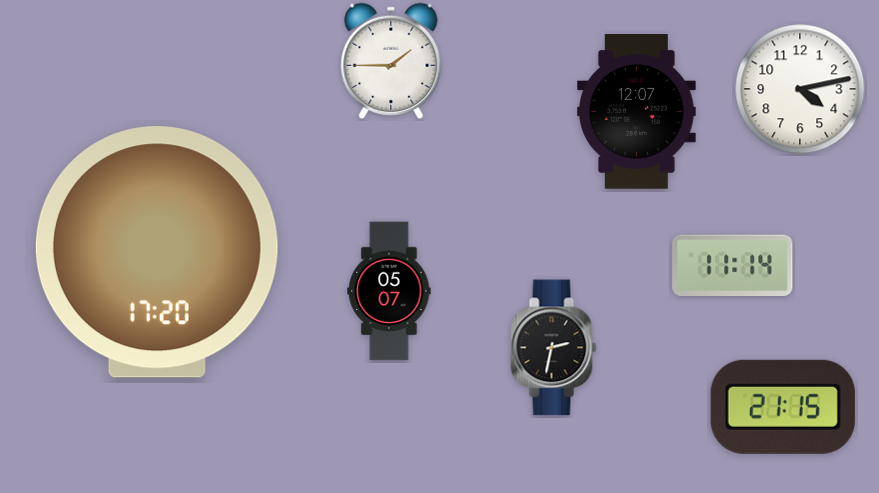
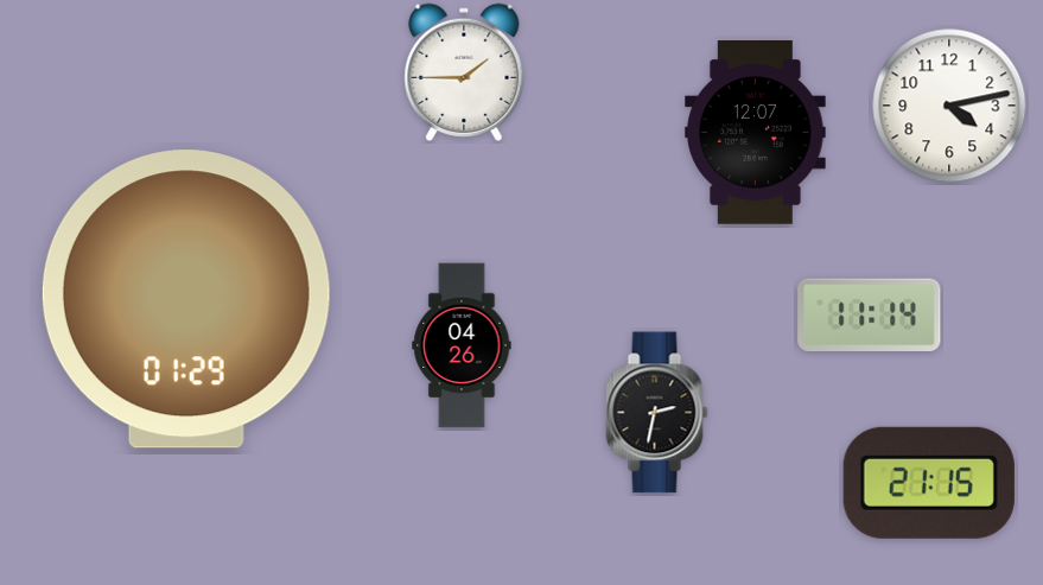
clock at (157, 252): 17:20 -> 01:29
clock at (389, 291): 05:07 -> 04:26
